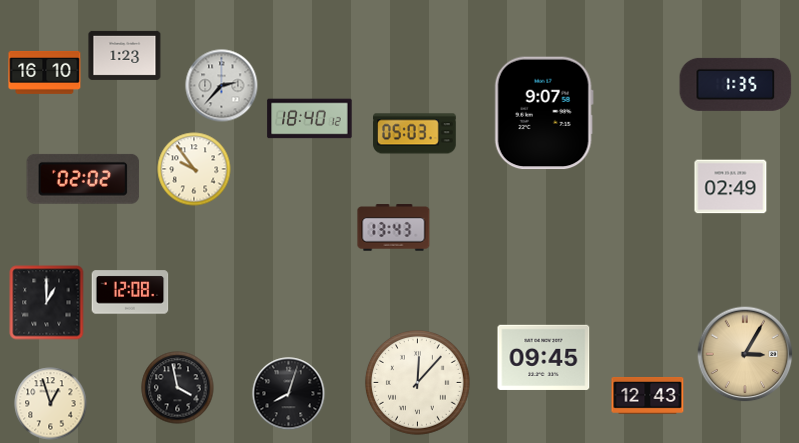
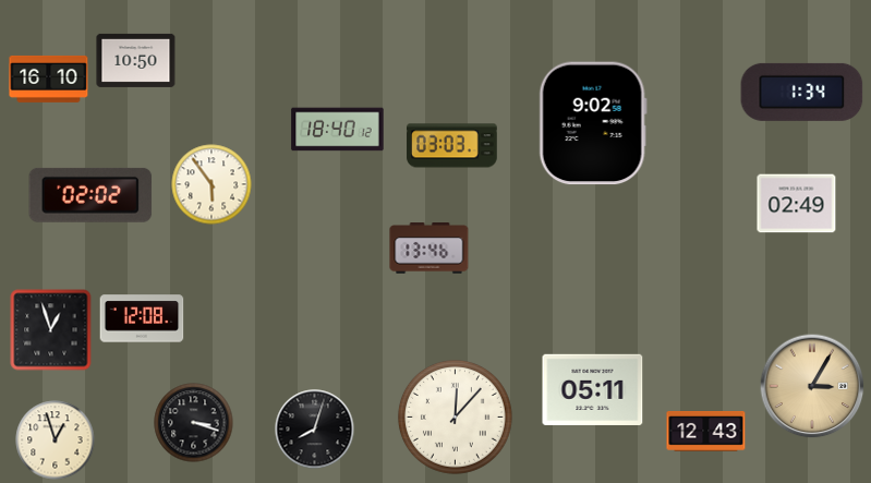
clock at (125, 55): 1:23 -> 10:50
clock at (736, 84): 1:35 -> 1:34
clock at (222, 86): 2:37 -> none
clock at (544, 113): 9:07 -> 9:02
clock at (415, 134): 05:03 -> 03:03
clock at (194, 169): 9:54 -> 5:54
clock at (394, 228): 13:43 -> 13:46
clock at (47, 303): 1:00 -> 12:57
clock at (544, 357): 09:45 -> 05:11
clock at (178, 388): 3:58 -> 3:18
